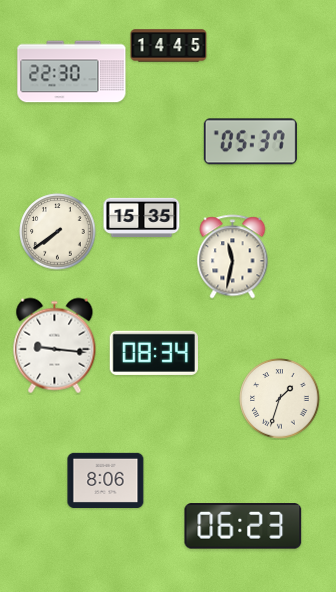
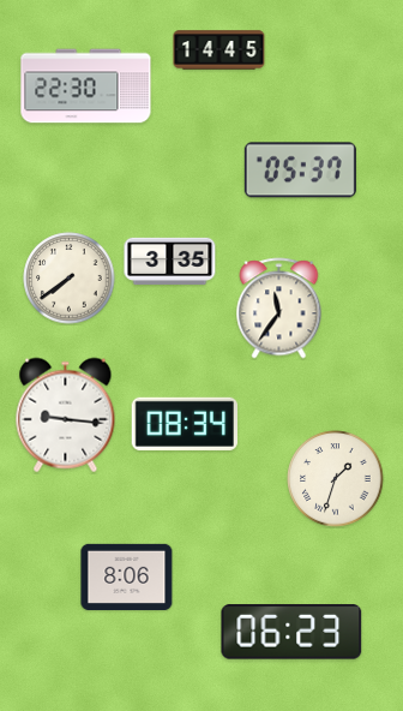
clock at (169, 46) position: (169, 46) -> (219, 50)
clock at (142, 217): 15:35 -> 3:35
clock at (233, 257): 11:32 -> 11:36
